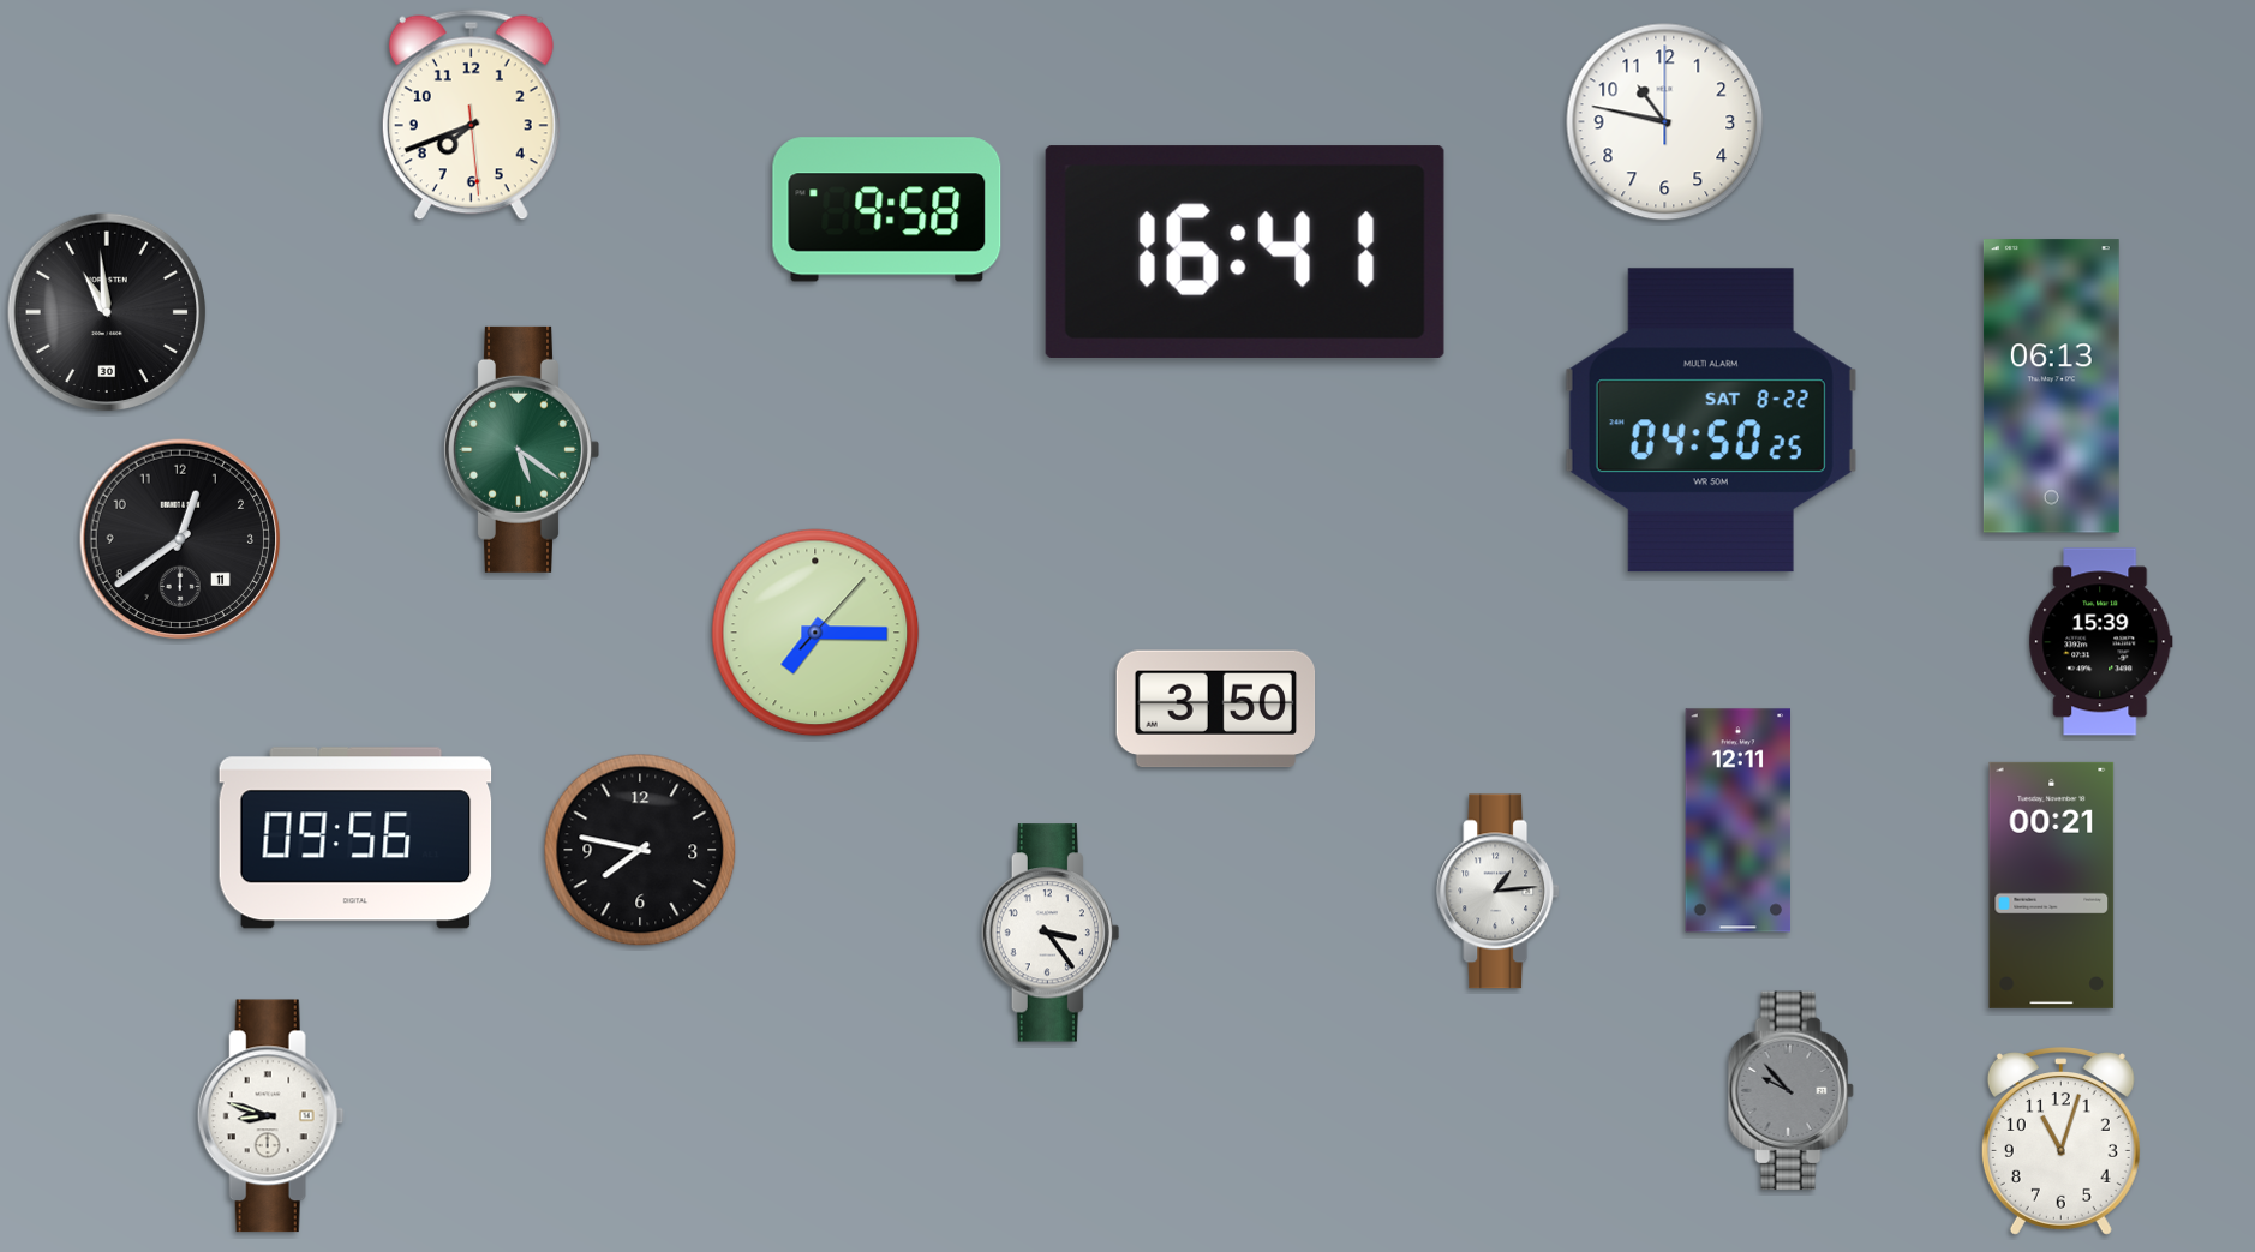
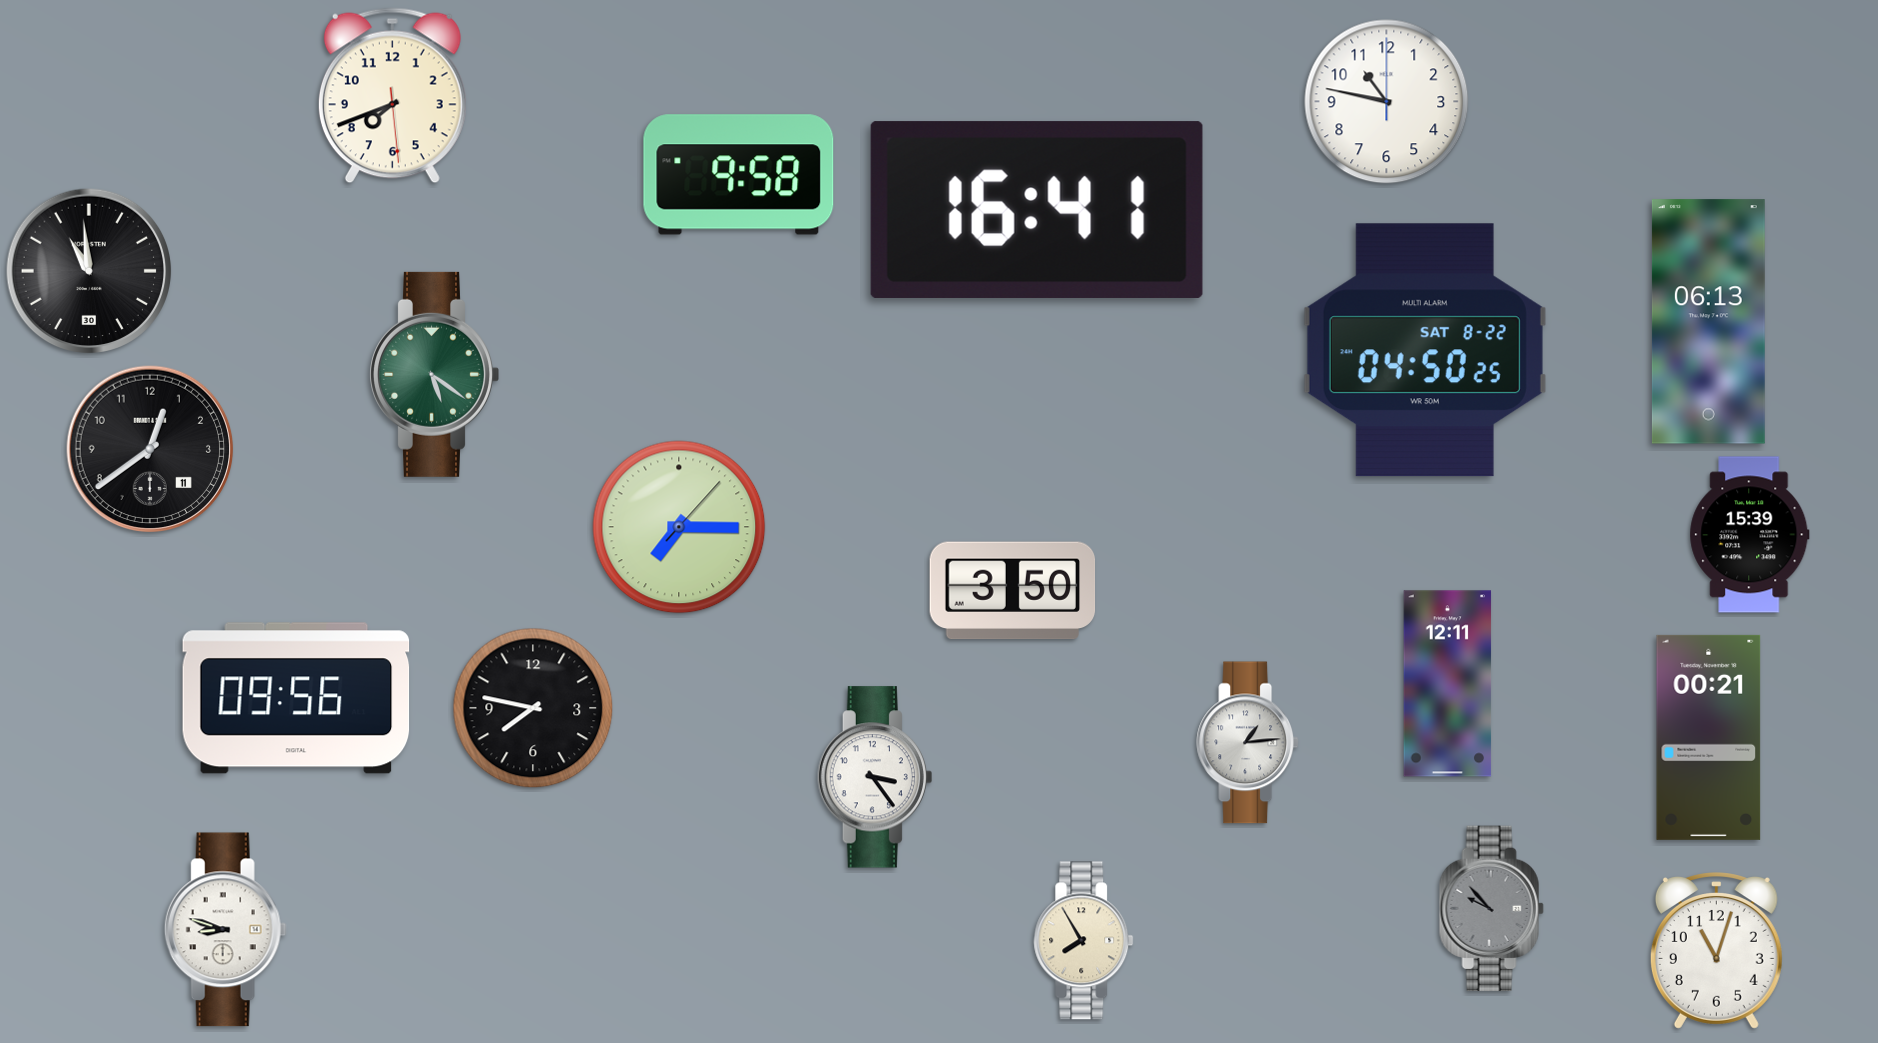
clock at (107, 312) position: (107, 312) -> (89, 271)
clock at (1084, 941): none -> 7:55
